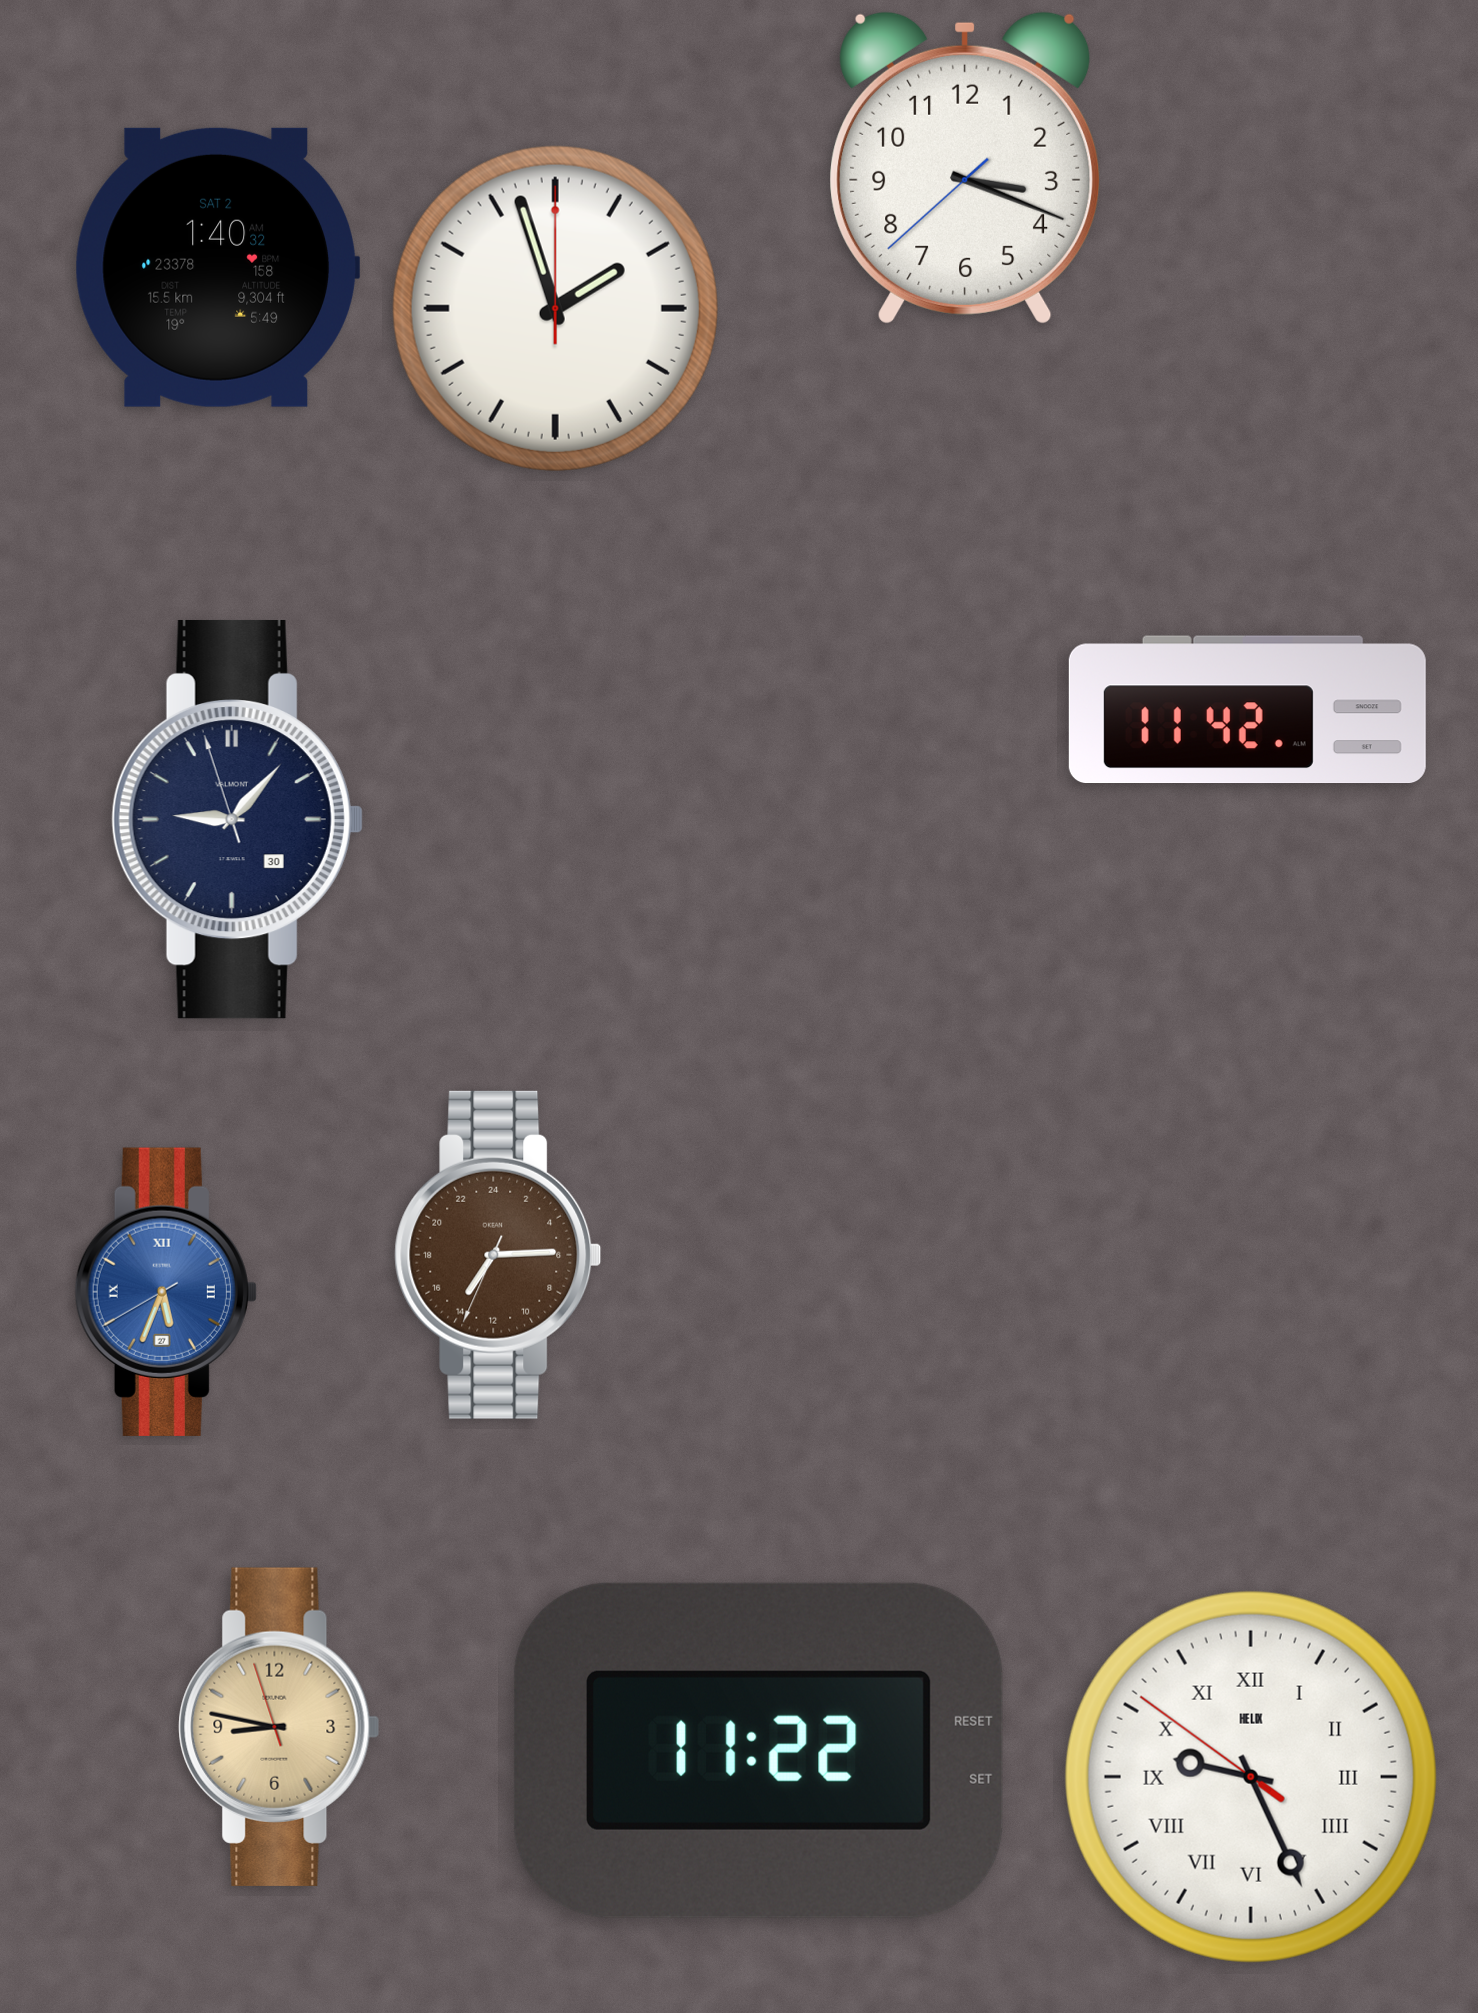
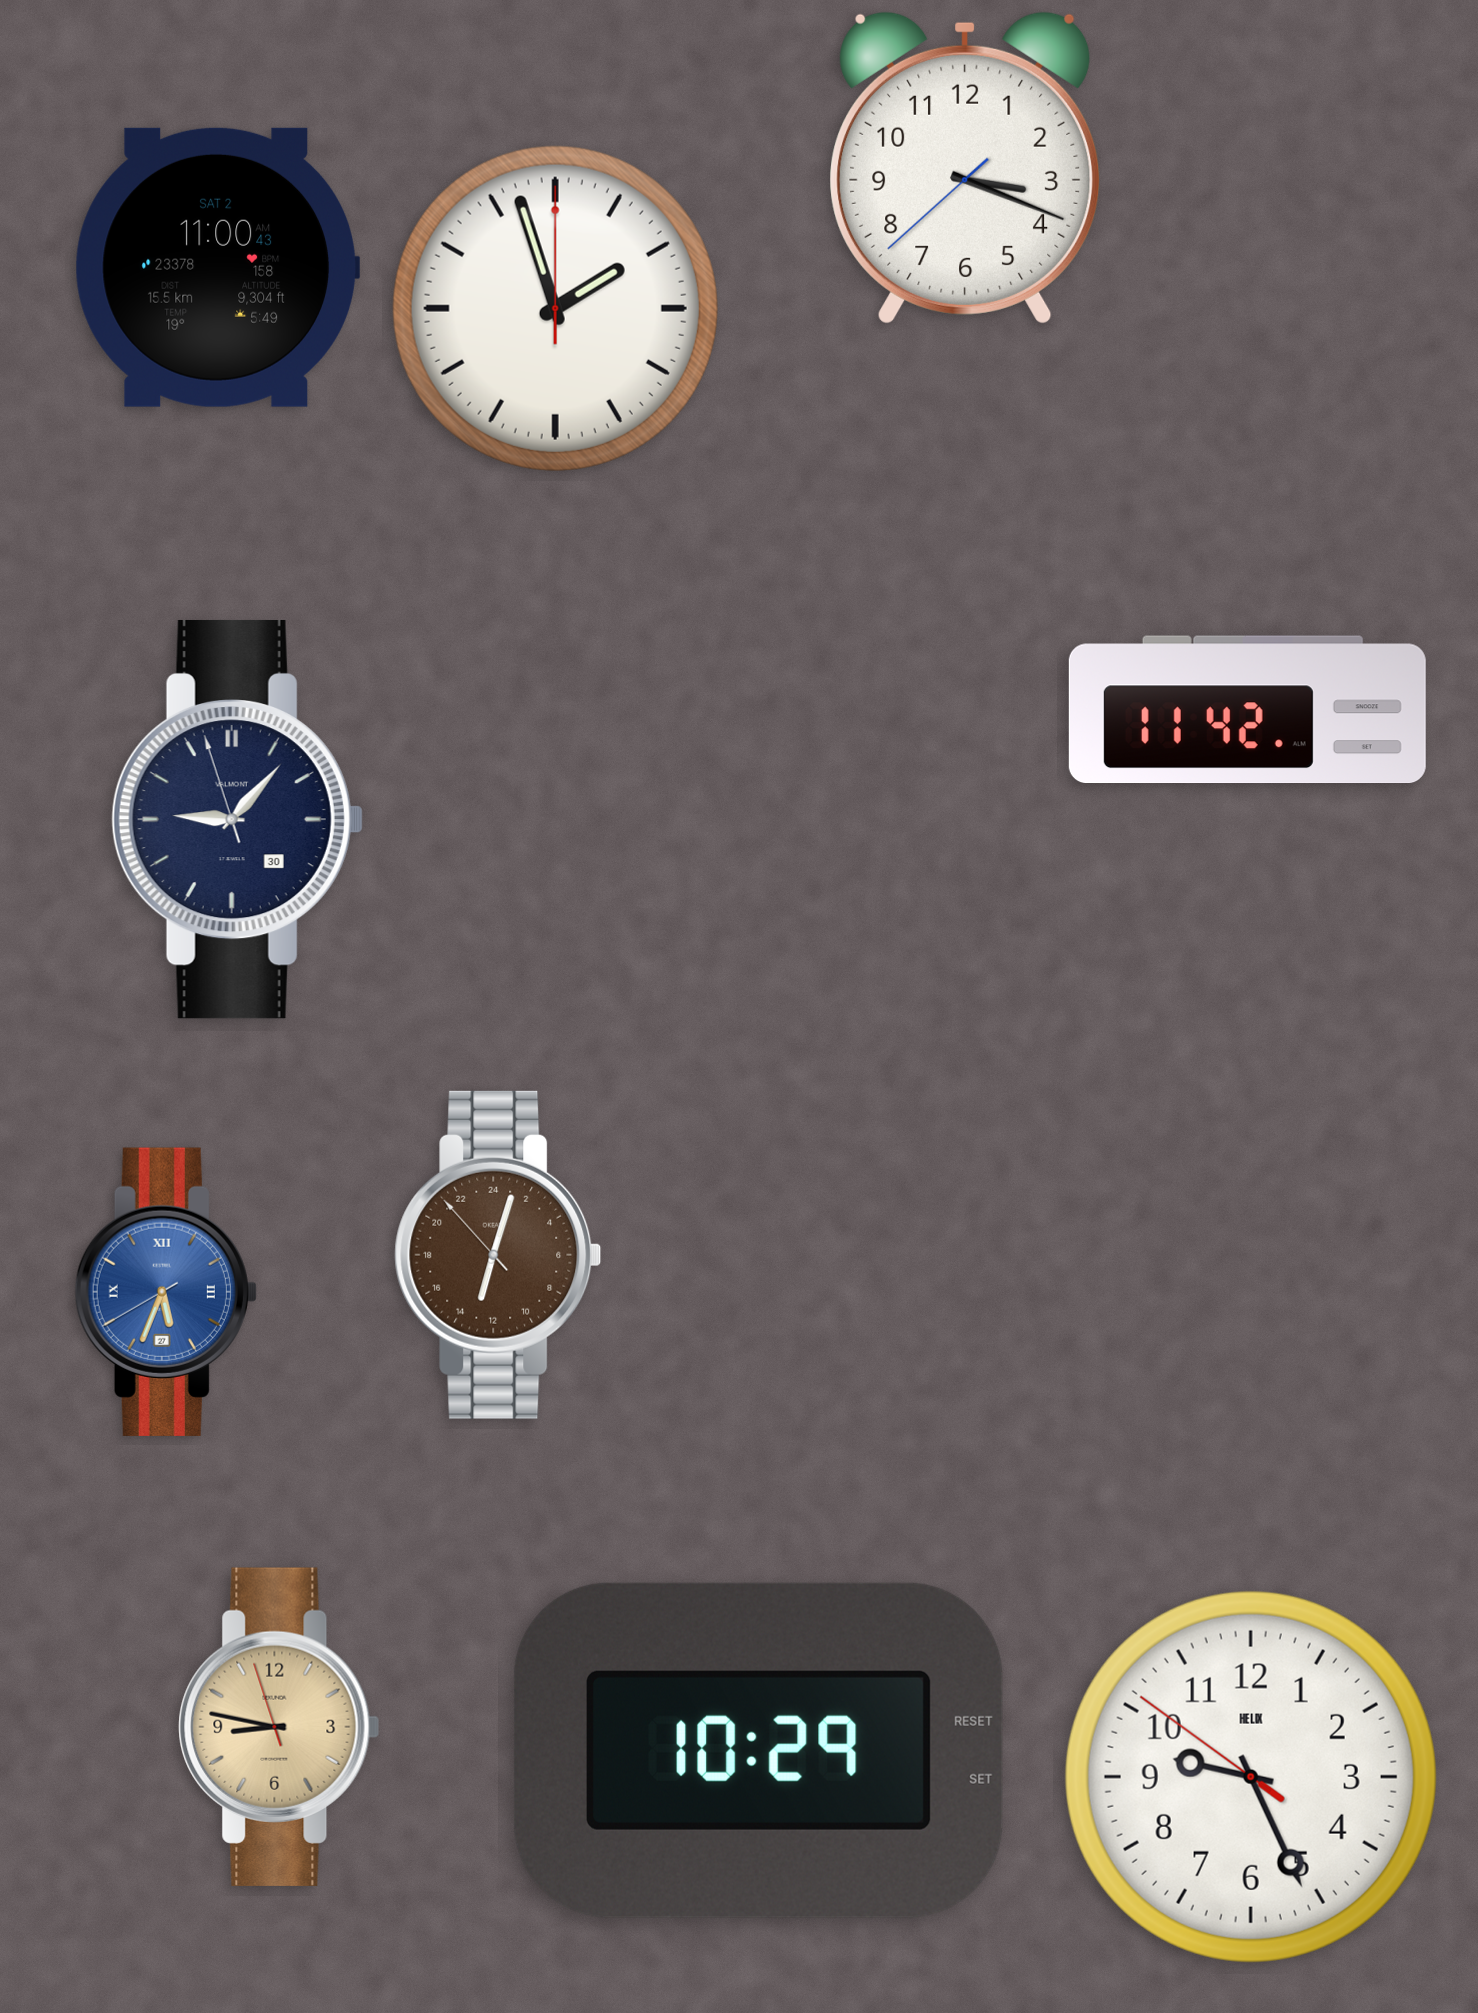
clock at (217, 267): 1:40 -> 11:00
clock at (498, 1255): 14:14 -> 13:02
clock at (758, 1750): 11:22 -> 10:29
clock at (1251, 1777) numerals: Roman -> Arabic
